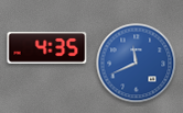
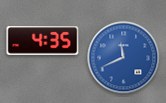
clock at (47, 48) position: (47, 48) -> (43, 41)
